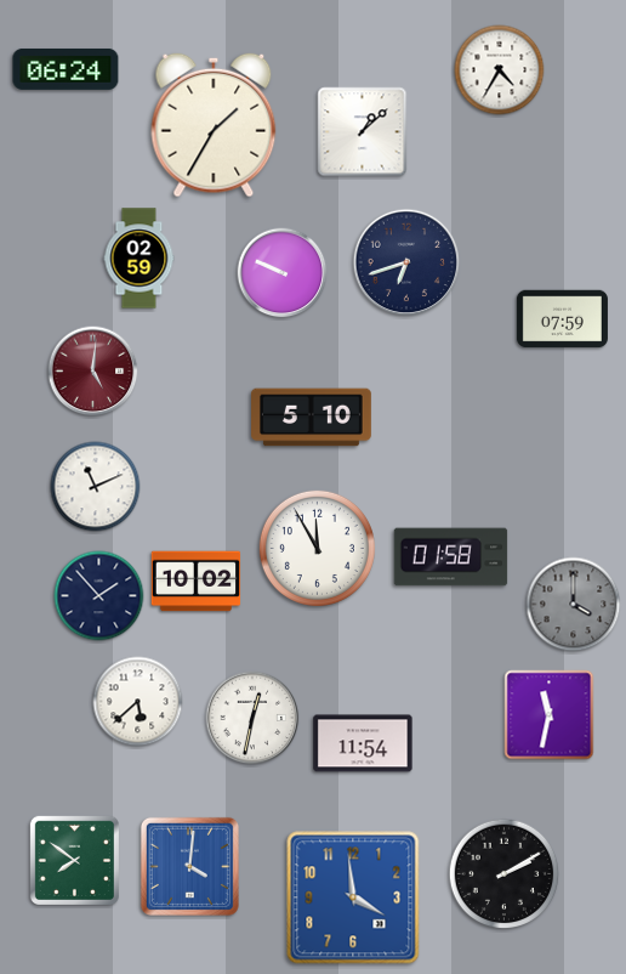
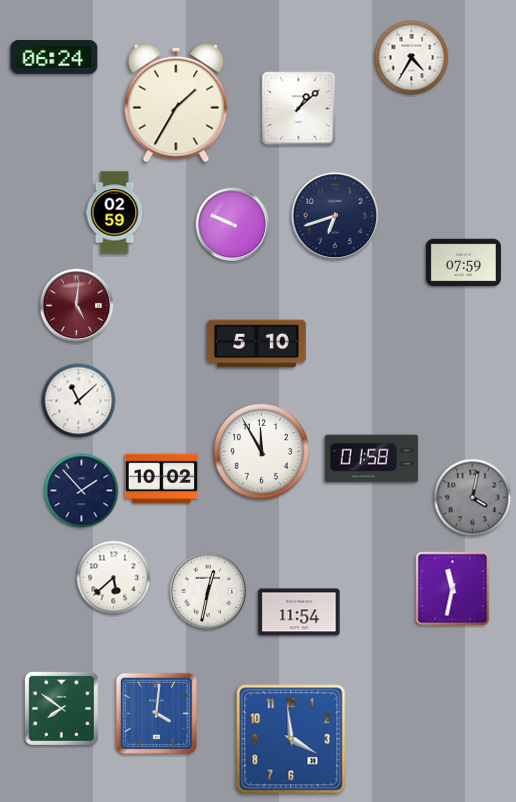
clock at (96, 487): 11:11 -> 11:08
clock at (574, 605): 4:00 -> 4:02
clock at (505, 874): 2:10 -> none
